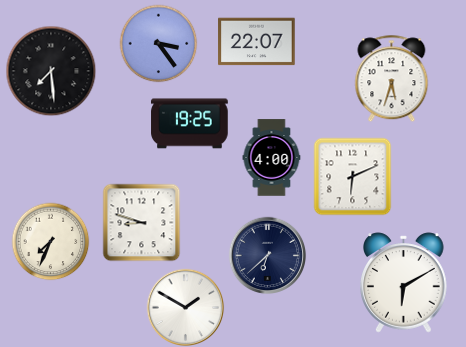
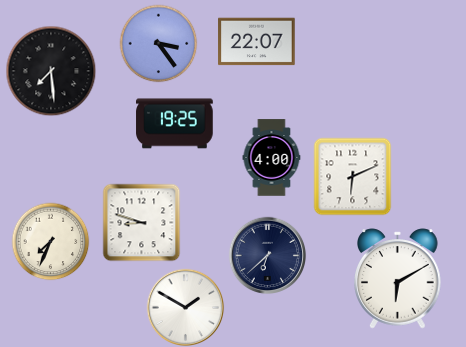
clock at (392, 78): 5:33 -> none
clock at (190, 124) position: (190, 124) -> (175, 124)
clock at (404, 283) position: (404, 283) -> (398, 279)
